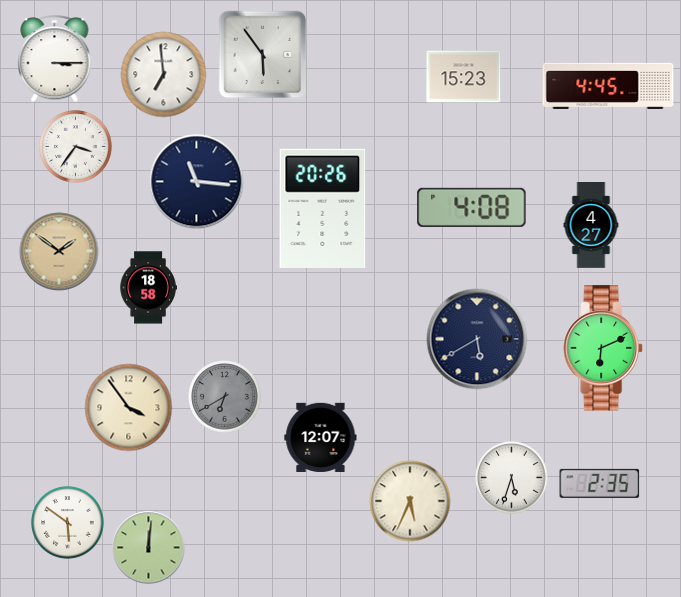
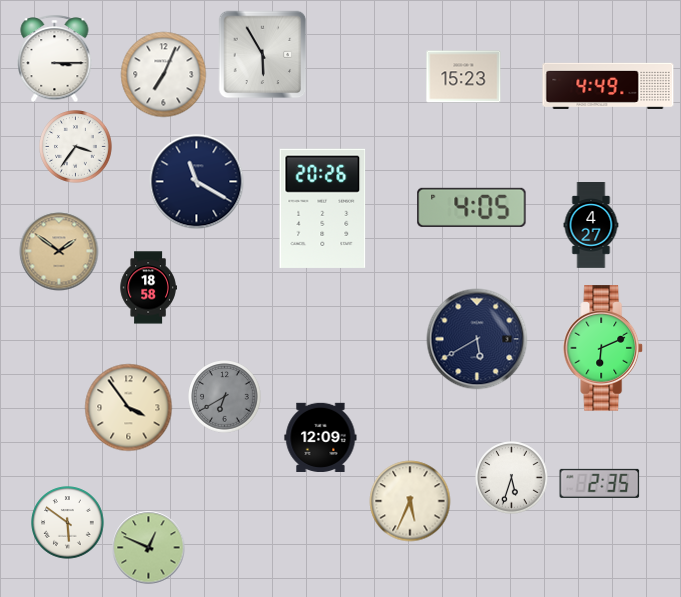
clock at (263, 55): 5:54 -> 5:55
clock at (164, 75): 6:59 -> 7:04
clock at (608, 86): 4:45 -> 4:49
clock at (197, 182): 11:16 -> 11:20
clock at (472, 207): 4:08 -> 4:05
clock at (321, 437): 12:07 -> 12:09
clock at (149, 548): 12:01 -> 12:49
